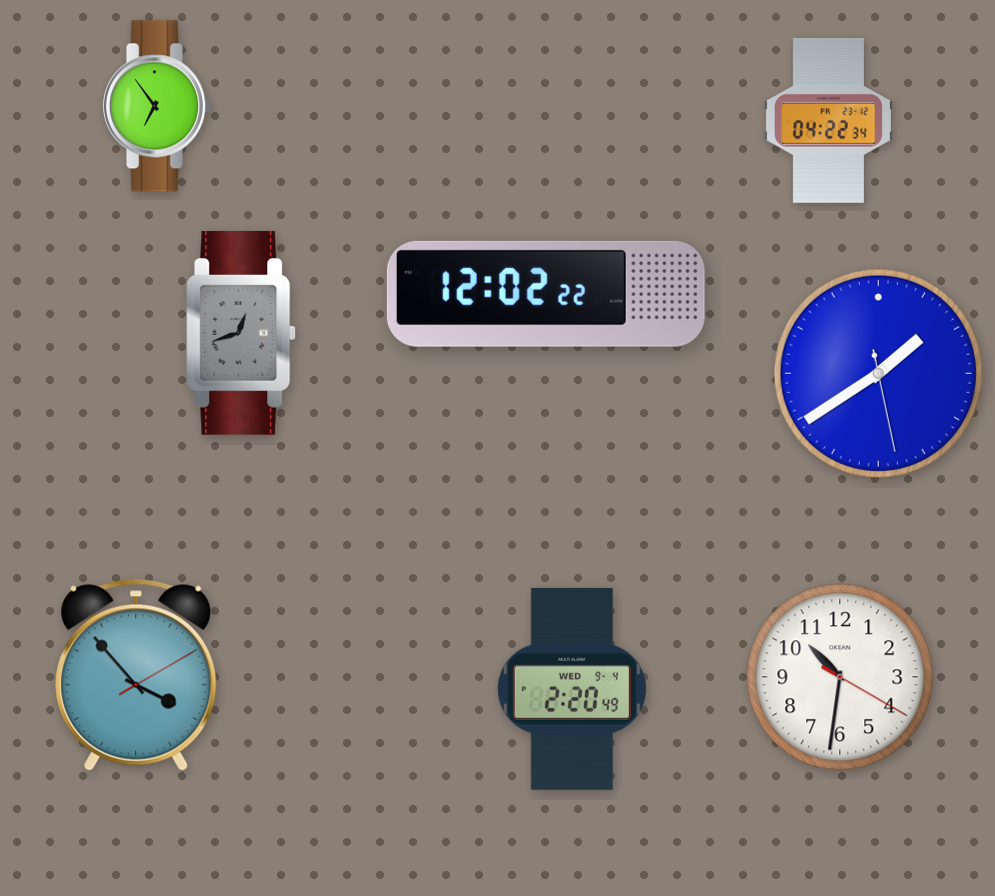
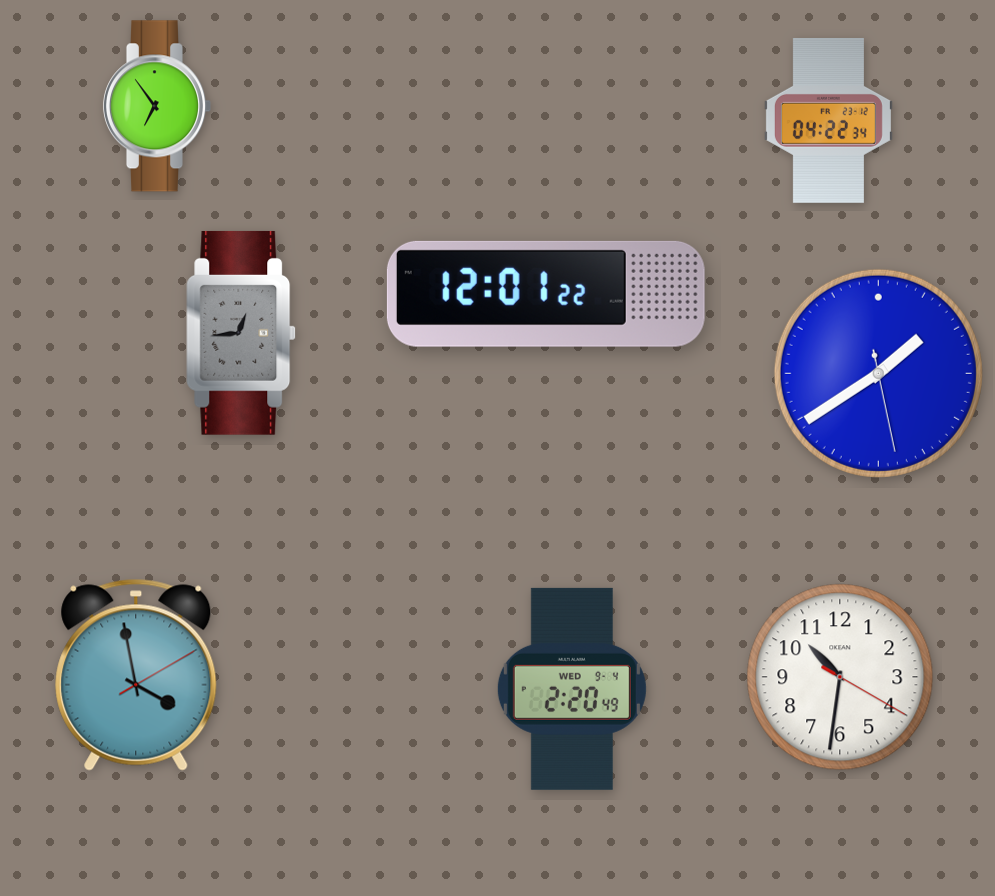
clock at (546, 294): 12:02 -> 12:01
clock at (241, 333): 12:42 -> 12:44
clock at (136, 675): 3:53 -> 3:58
